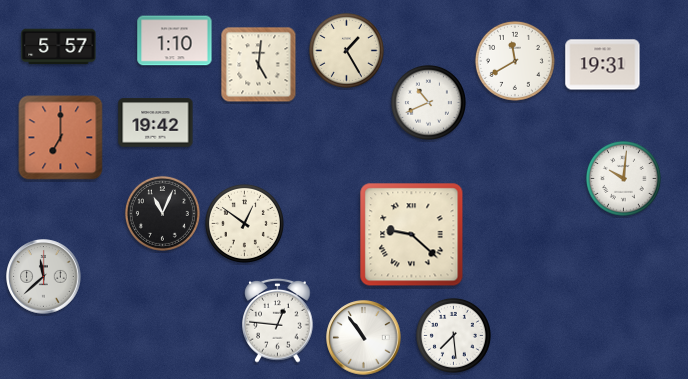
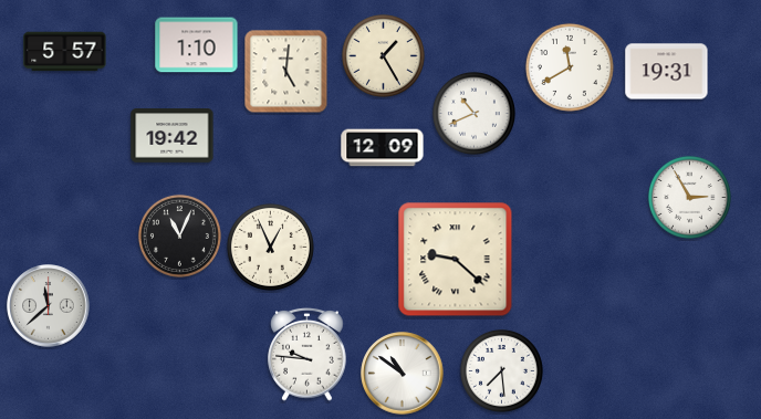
clock at (175, 41) position: (175, 41) -> (197, 45)
clock at (383, 148): none -> 12:09
clock at (61, 138): 7:00 -> none
clock at (623, 178): 10:01 -> 2:55
clock at (244, 223): 12:51 -> 12:56
clock at (278, 321): 12:46 -> 9:46
clock at (364, 338): 10:54 -> 10:51
